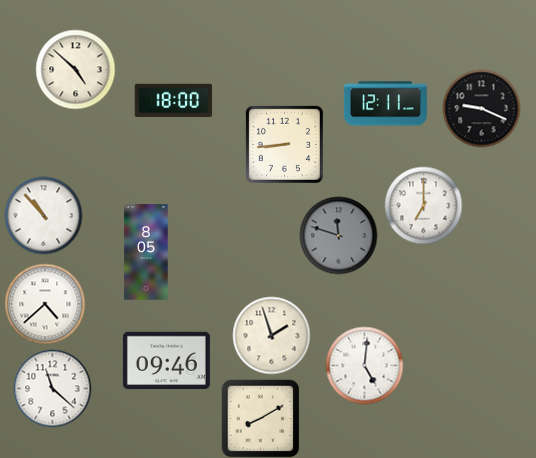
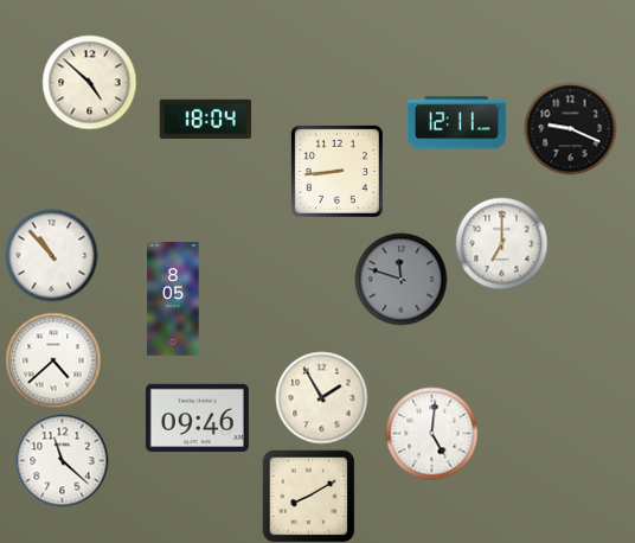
clock at (173, 100): 18:00 -> 18:04
clock at (271, 335): 1:57 -> 1:55
clock at (166, 361) position: (166, 361) -> (197, 419)
